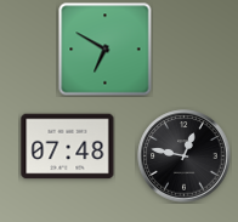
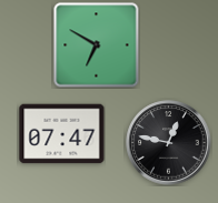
clock at (68, 147): 07:48 -> 07:47
